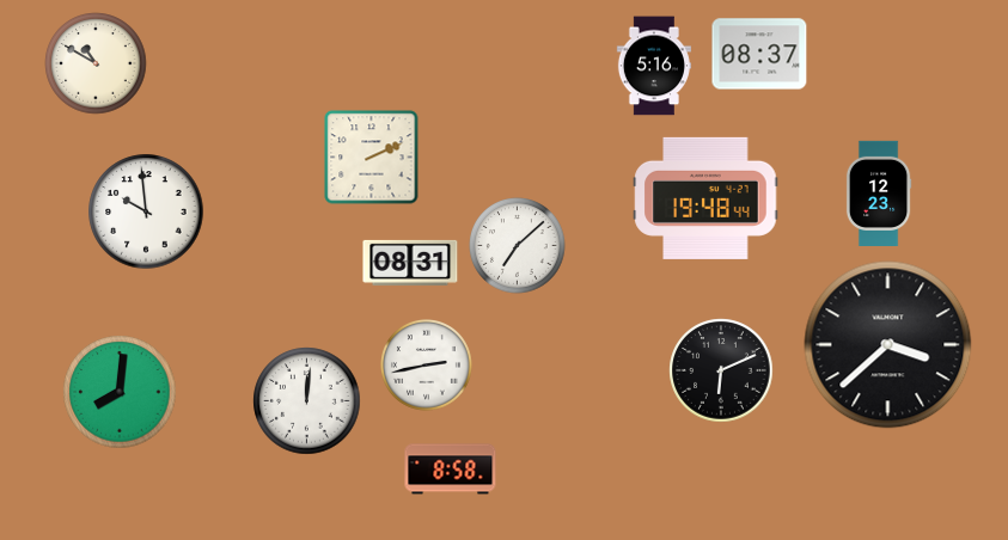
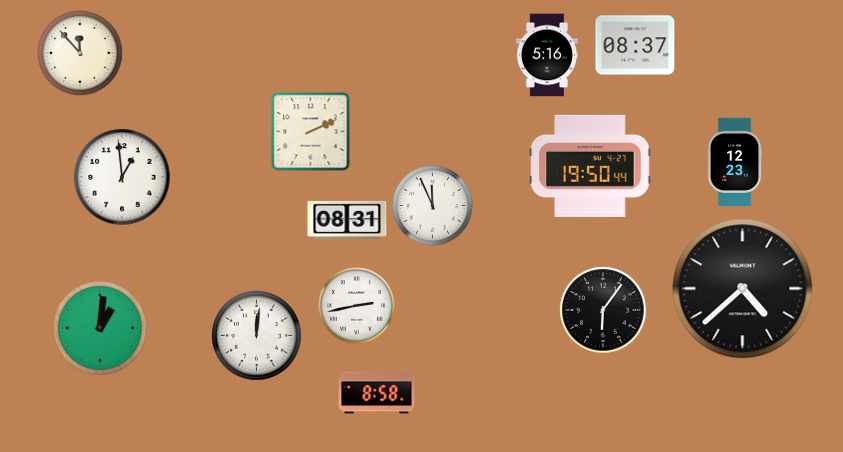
clock at (96, 63): 10:50 -> 11:53
clock at (705, 198): 19:48 -> 19:50
clock at (146, 211): 9:59 -> 12:59
clock at (518, 246): 7:08 -> 11:56
clock at (410, 263) position: (410, 263) -> (347, 220)
clock at (888, 345): 3:38 -> 4:38
clock at (721, 370): 6:11 -> 6:06
clock at (120, 392): 8:01 -> 1:01
